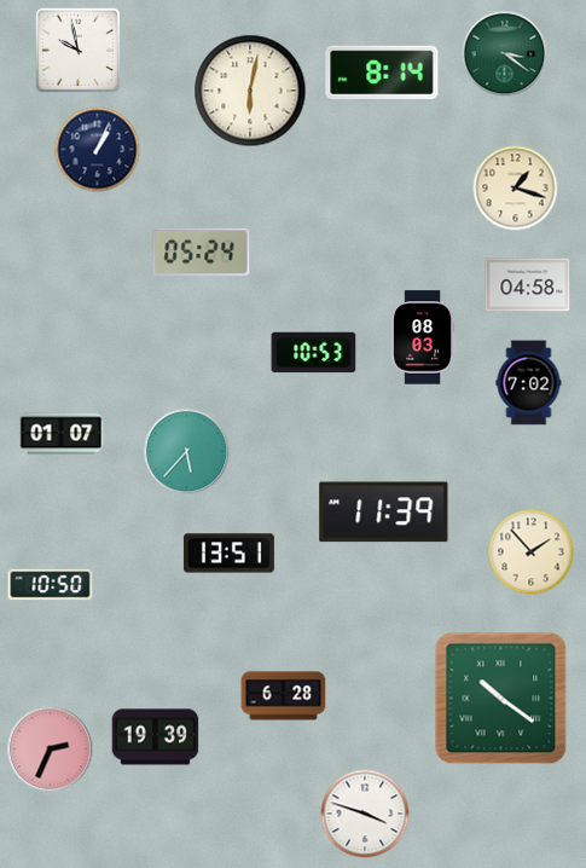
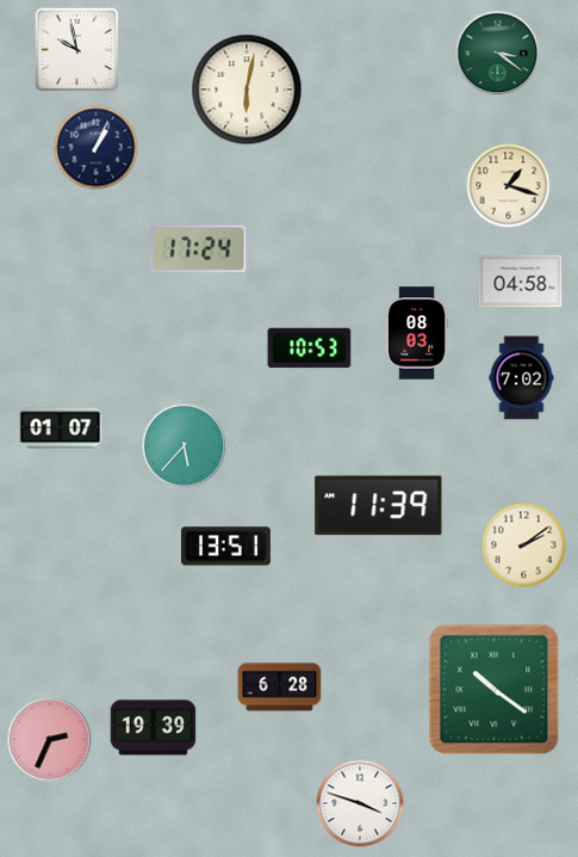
clock at (382, 71): 8:14 -> none
clock at (202, 253): 05:24 -> 17:24
clock at (532, 552): 1:53 -> 2:09
clock at (51, 585): 10:50 -> none
